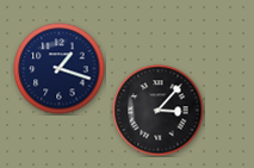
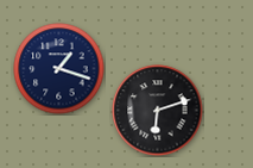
clock at (159, 111): 3:07 -> 6:12
